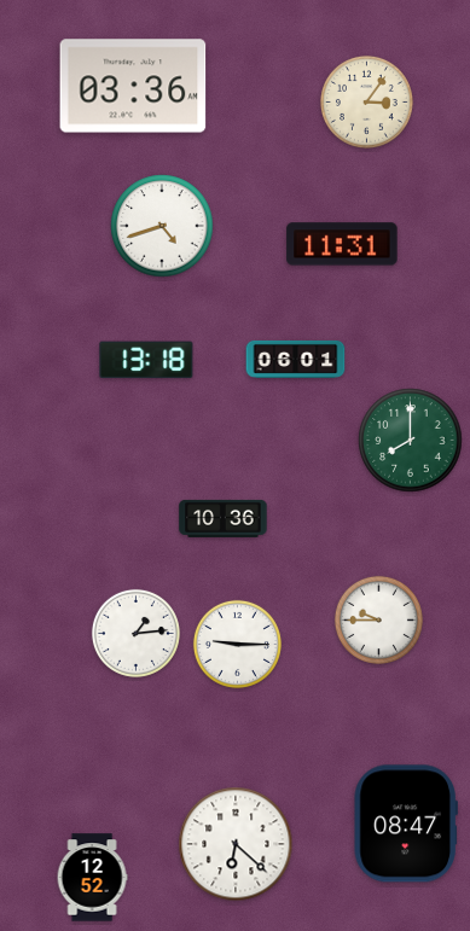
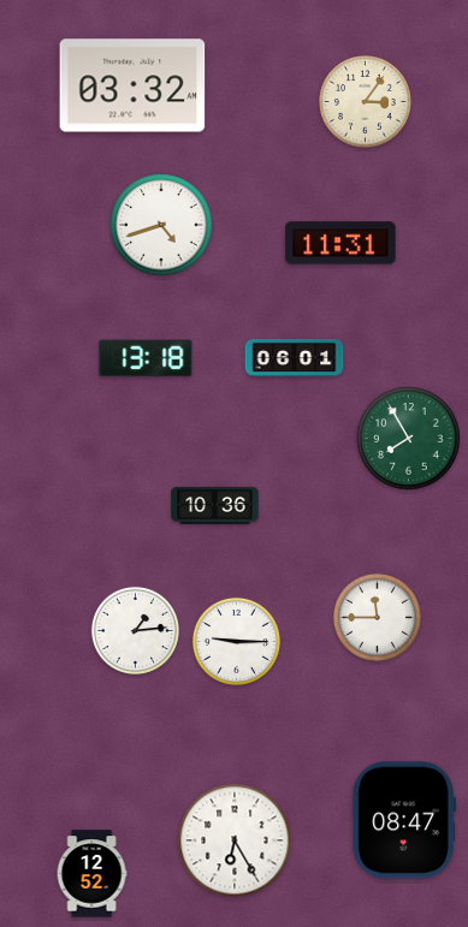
clock at (133, 86): 03:36 -> 03:32
clock at (411, 441): 8:00 -> 7:55
clock at (224, 518) position: (224, 518) -> (215, 505)
clock at (378, 619): 9:45 -> 11:45
clock at (236, 844): 6:22 -> 6:25
